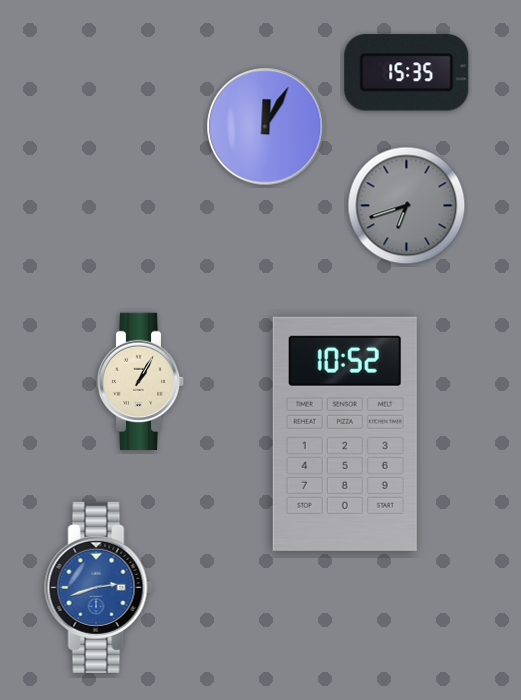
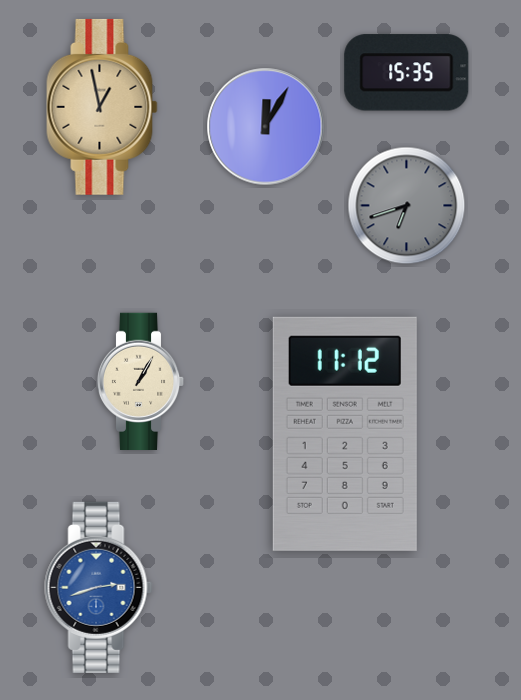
clock at (102, 107): none -> 12:58
clock at (345, 434): 10:52 -> 11:12
